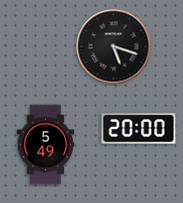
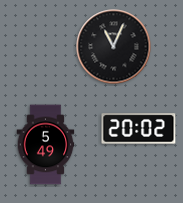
clock at (114, 47): 5:18 -> 11:04
clock at (139, 129): 20:00 -> 20:02
